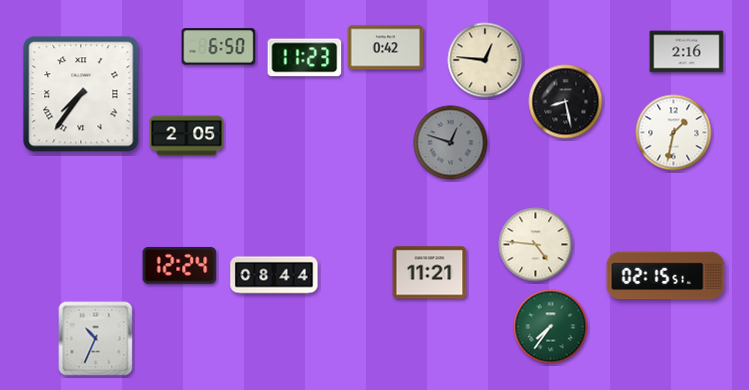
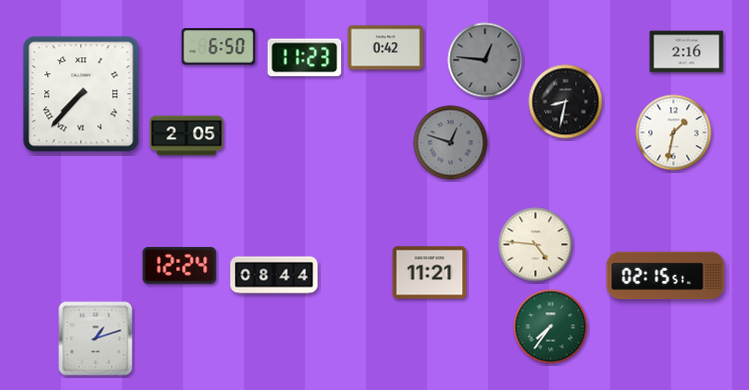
clock at (485, 60) dial: cream -> grey
clock at (81, 94): 7:36 -> 7:37
clock at (566, 102): 8:28 -> 8:32
clock at (96, 339): 10:34 -> 1:12
